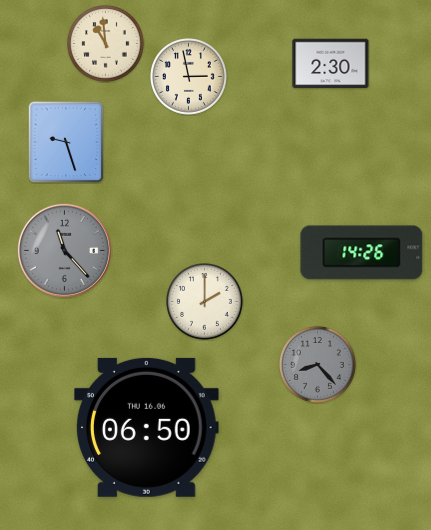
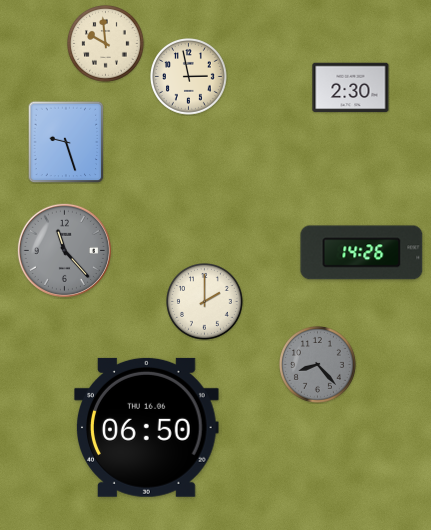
clock at (106, 44): 10:59 -> 9:59
clock at (331, 64) position: (331, 64) -> (351, 88)
